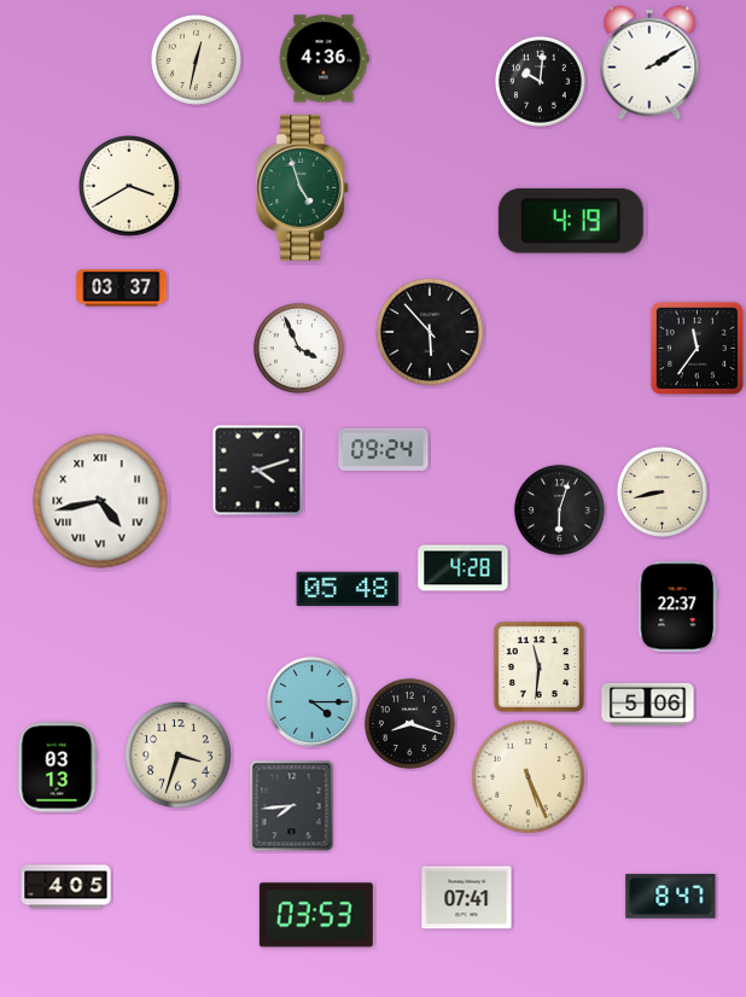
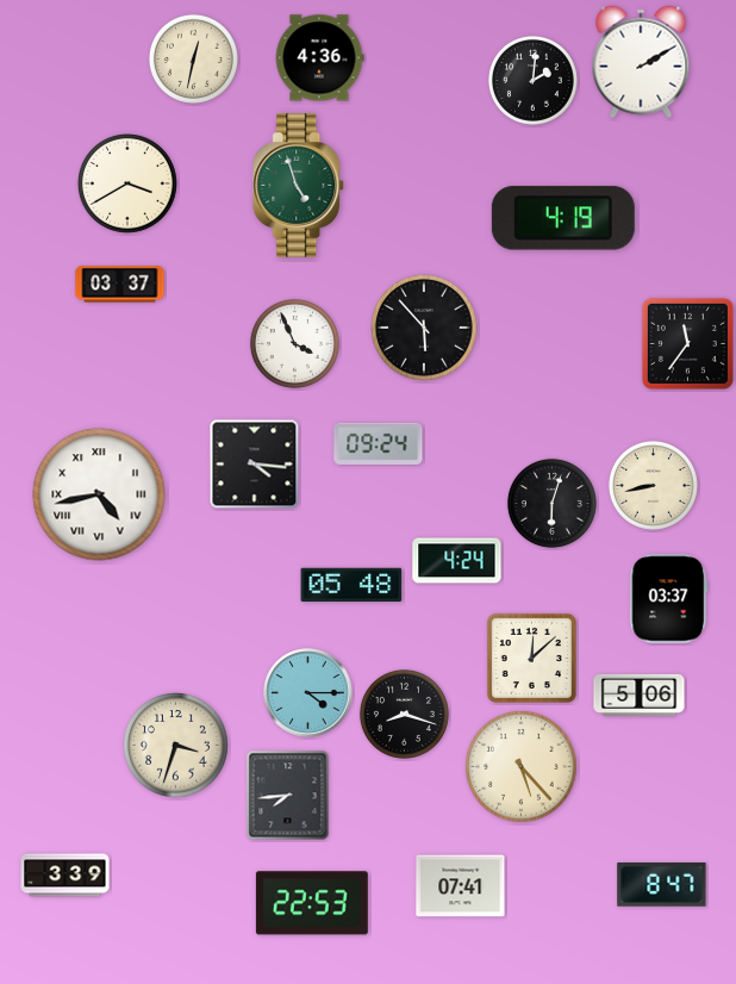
clock at (540, 81): 10:01 -> 2:01
clock at (258, 471): 4:12 -> 4:16
clock at (464, 569): 4:28 -> 4:24
clock at (348, 589) position: (348, 589) -> (351, 585)
clock at (678, 607): 22:37 -> 03:37
clock at (538, 666): 11:31 -> 12:08
clock at (58, 768): 03:13 -> none
clock at (529, 777): 5:26 -> 5:23
clock at (66, 887): 4:05 -> 3:39
clock at (316, 915): 03:53 -> 22:53
